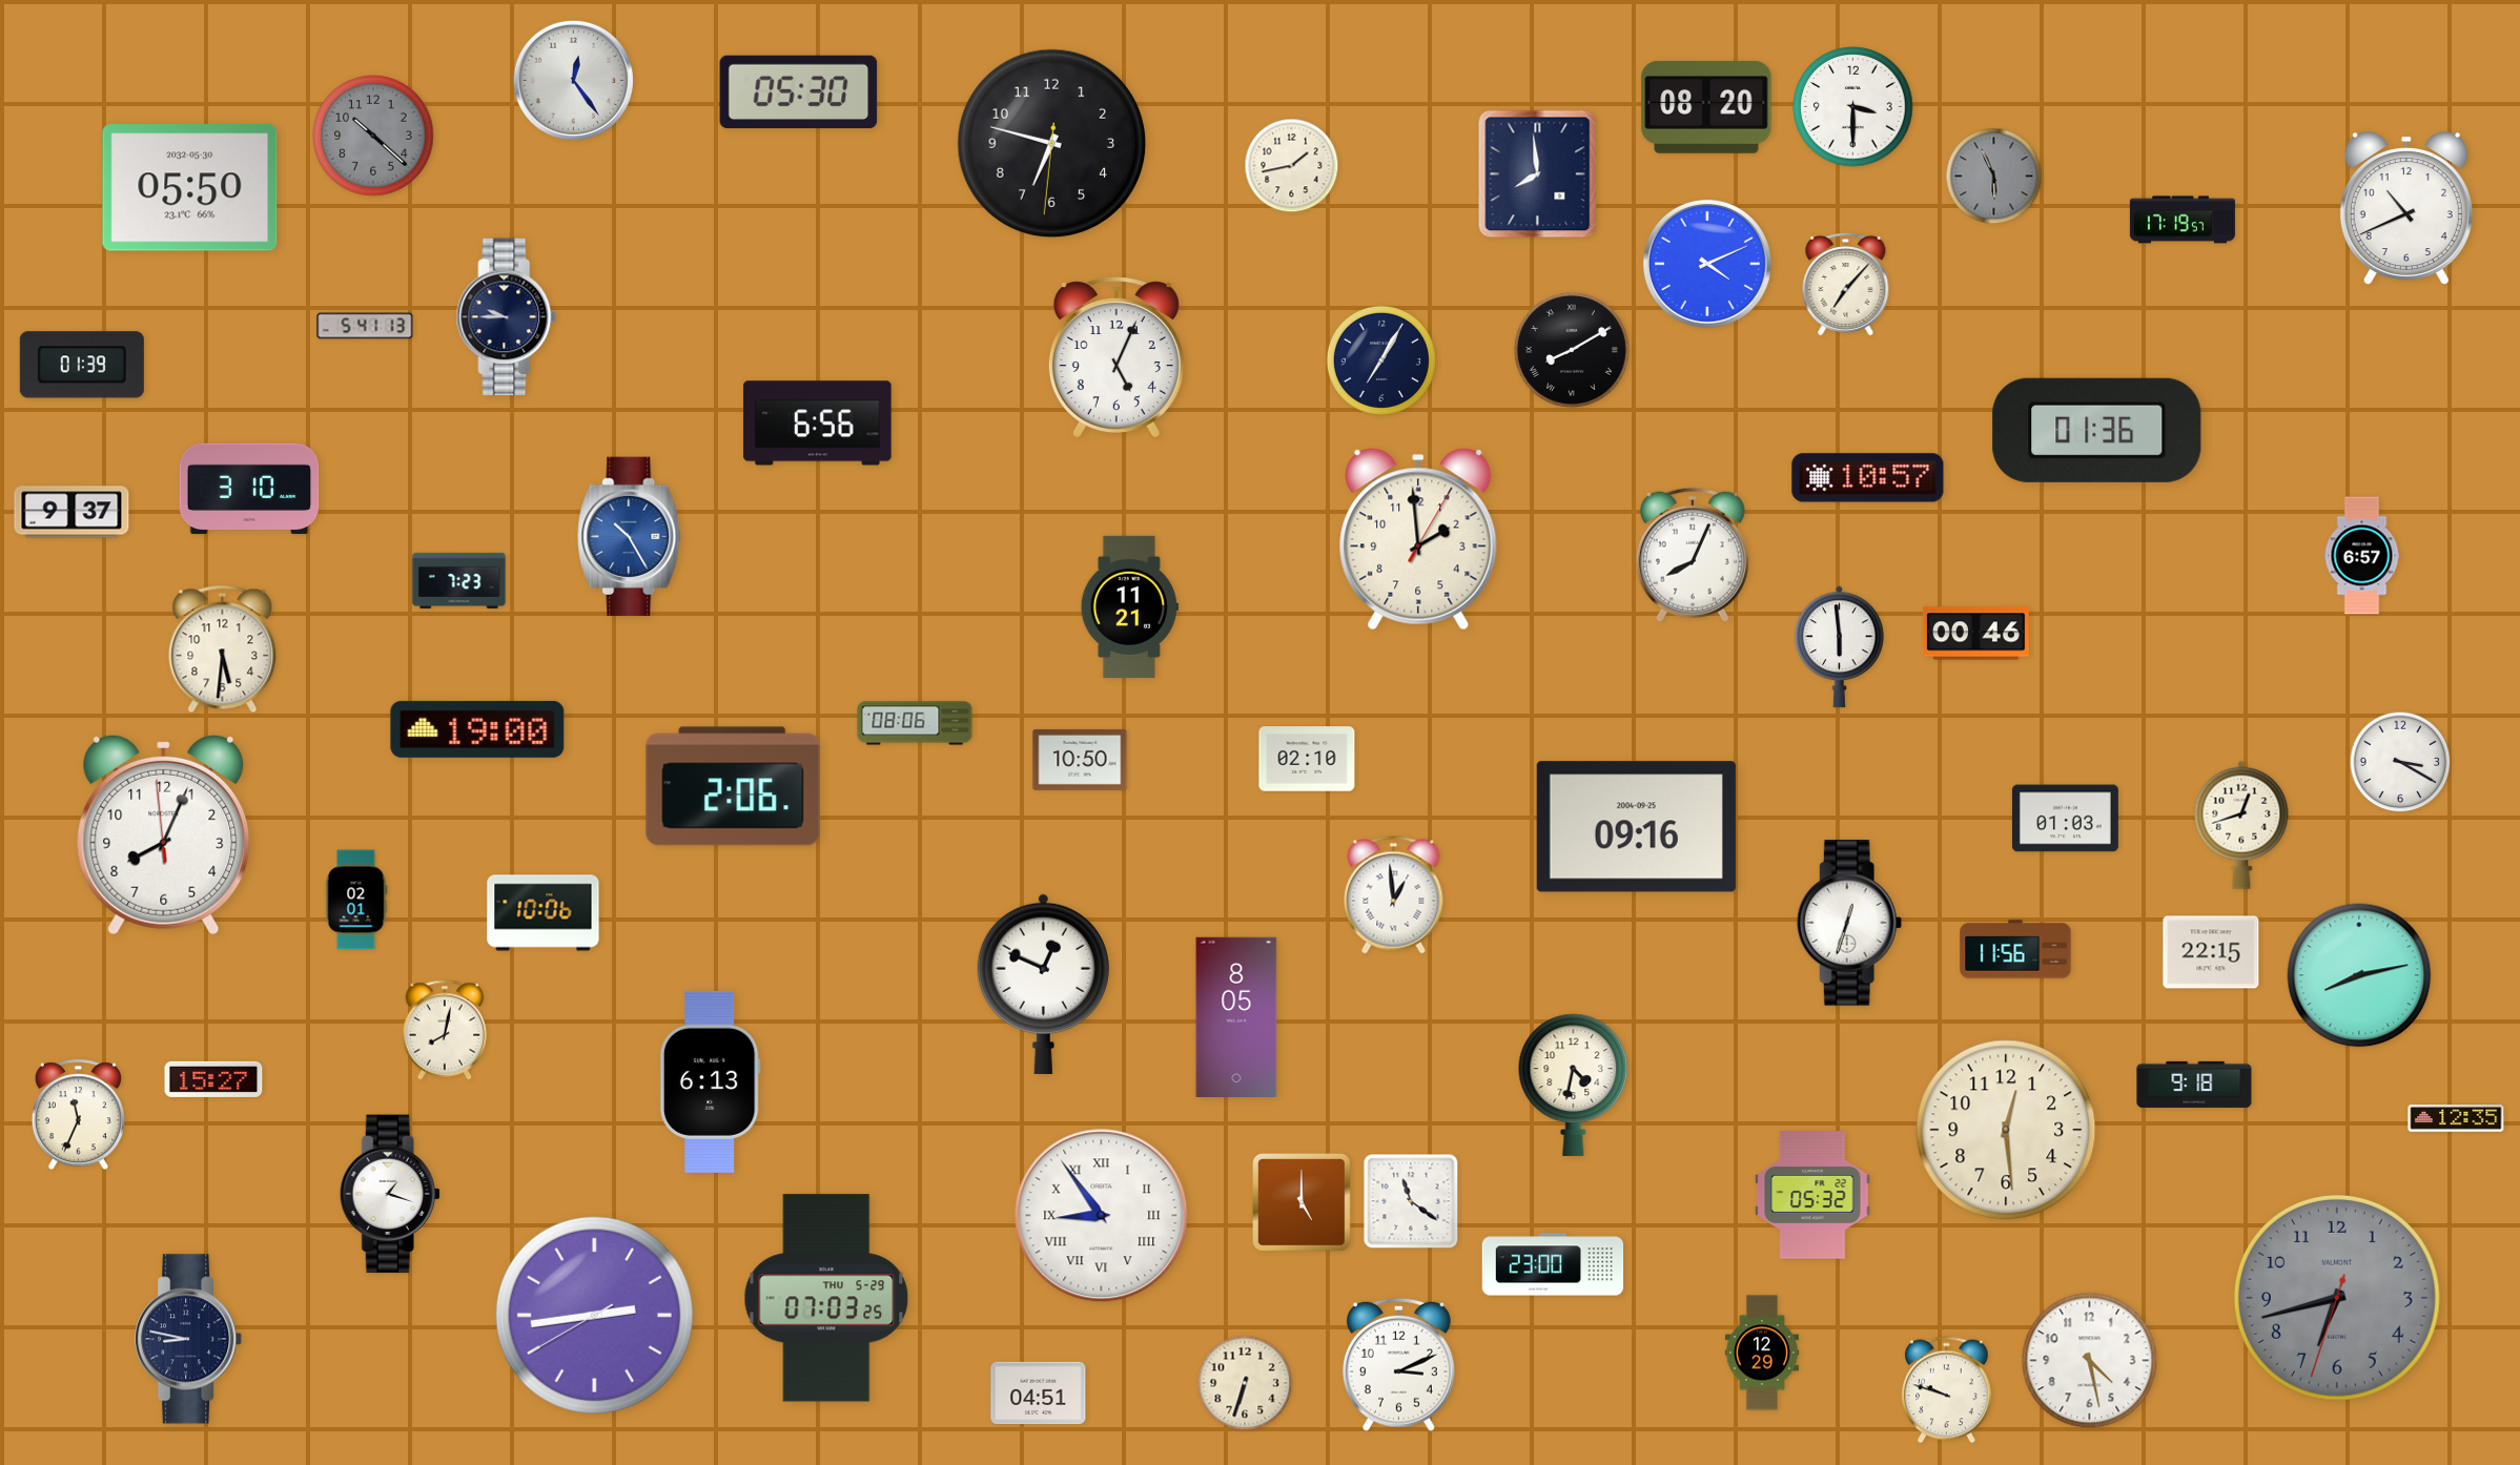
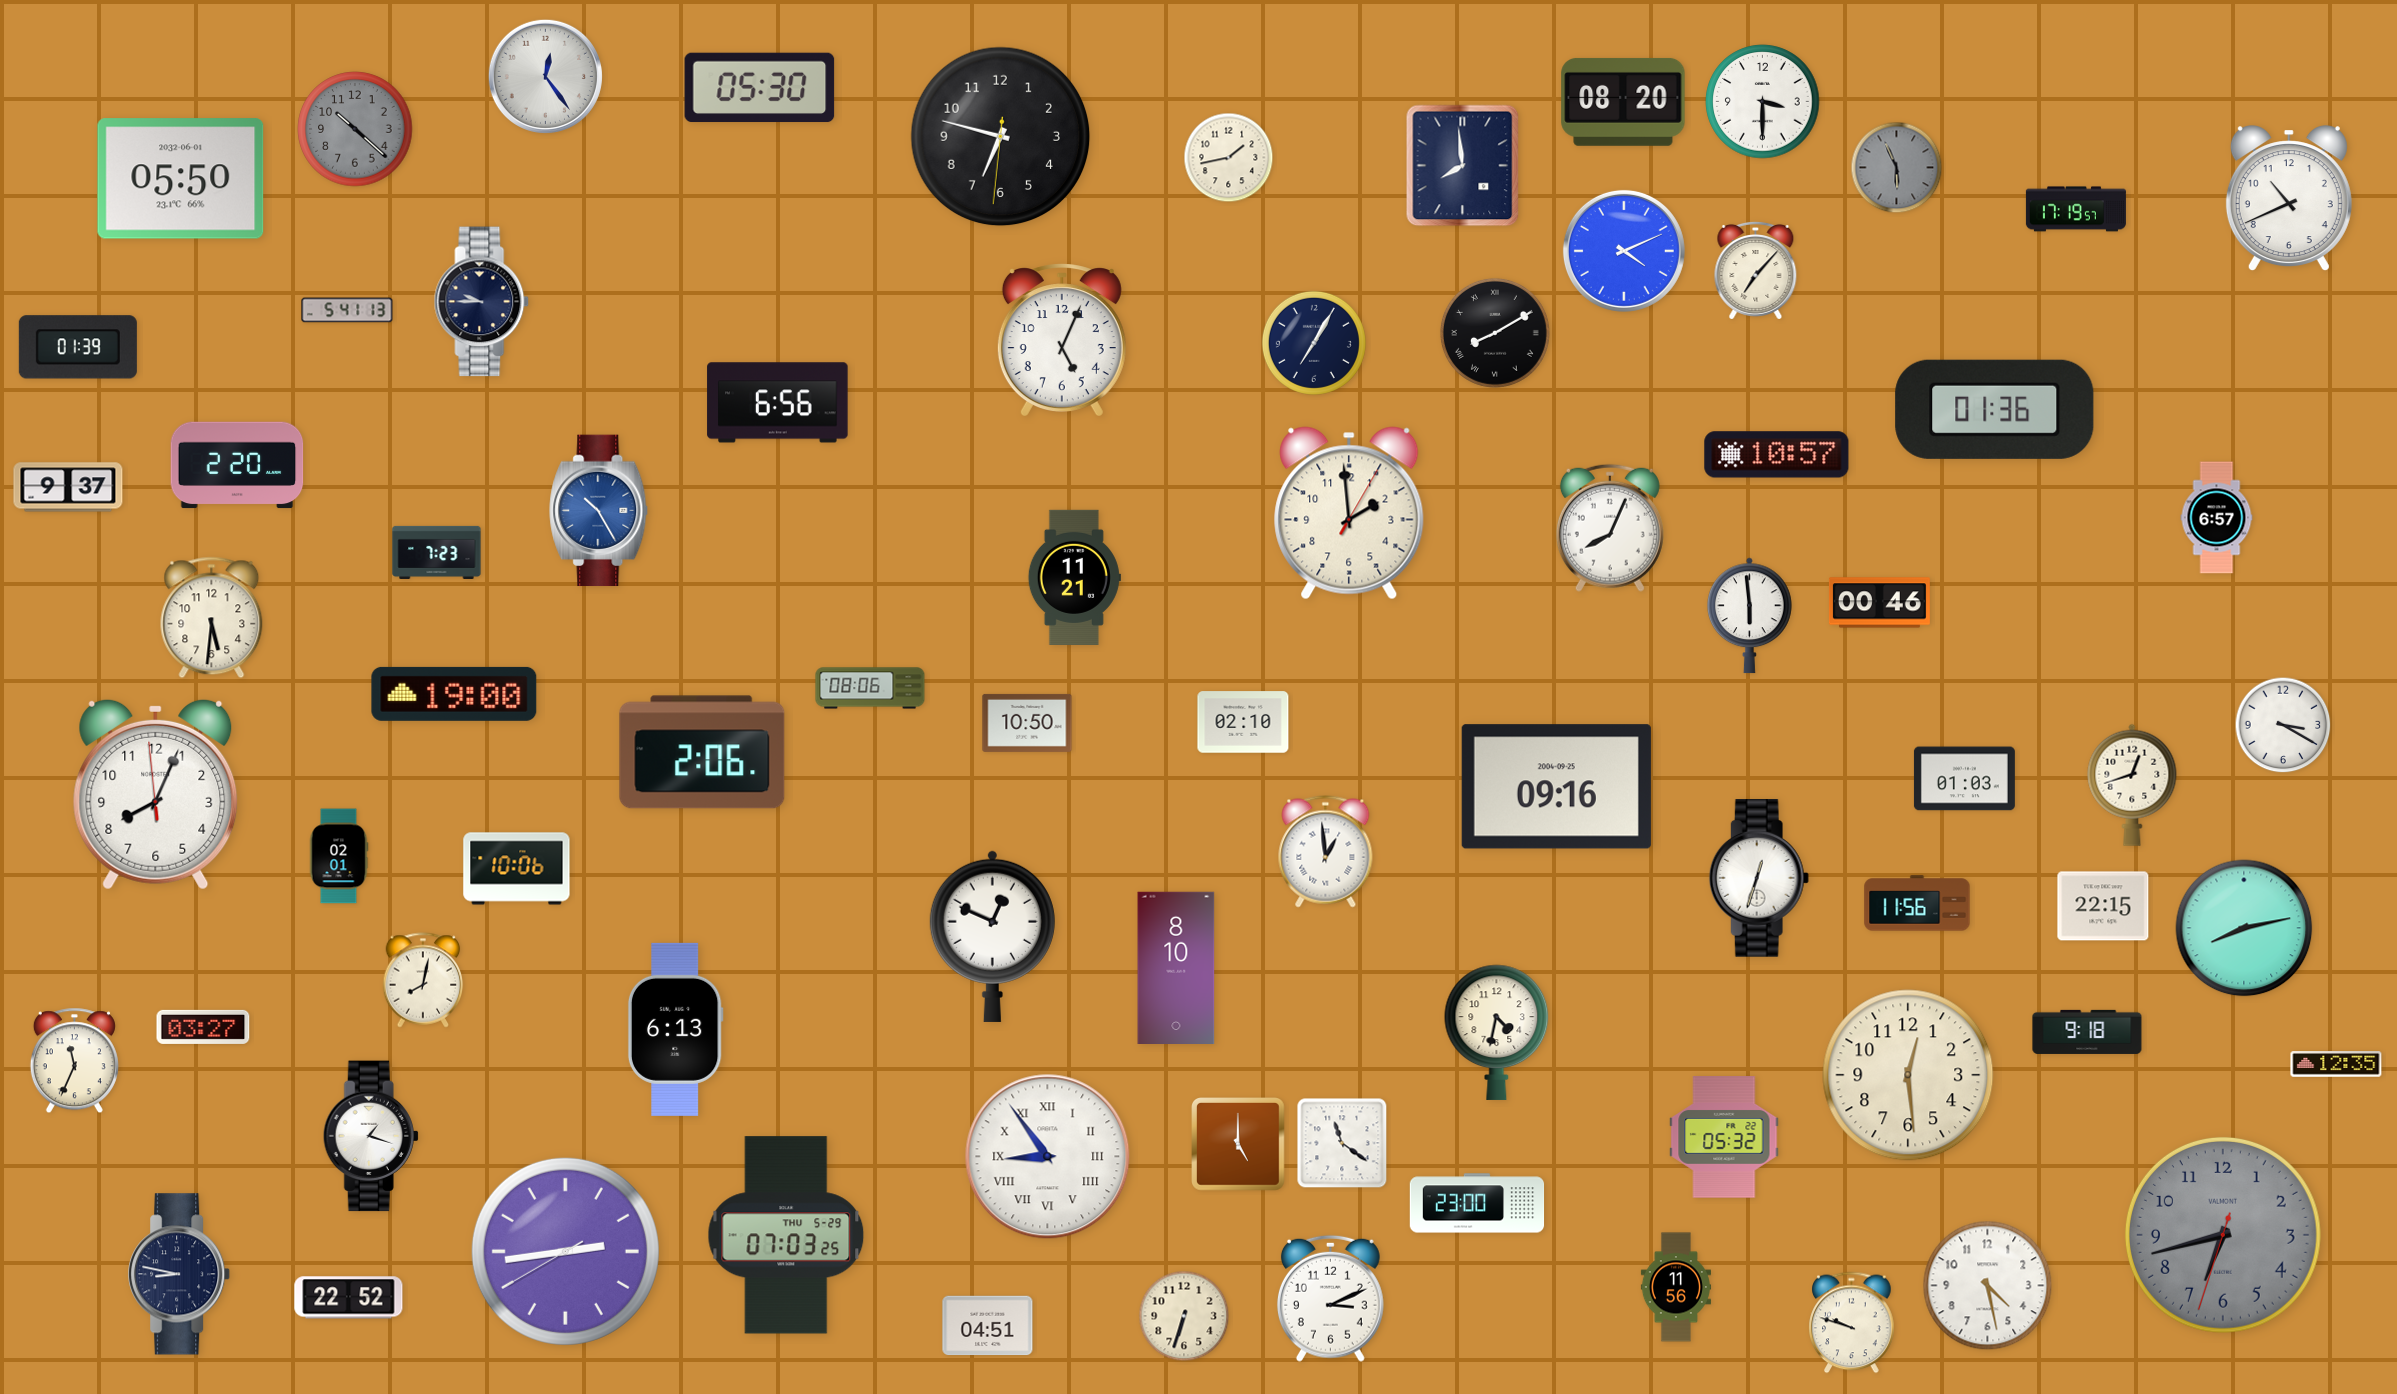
clock at (190, 188) date: 2032-05-30 -> 2032-06-01
clock at (249, 489): 3:10 -> 2:20
clock at (2362, 556) position: (2362, 556) -> (2217, 518)
clock at (733, 786) position: (733, 786) -> (702, 752)
clock at (1236, 1016): 8:05 -> 8:10
clock at (213, 1079): 15:27 -> 03:27
clock at (1762, 1353): 12:29 -> 11:56
clock at (2090, 1361) position: (2090, 1361) -> (1988, 1286)
clock at (349, 1298): none -> 22:52
